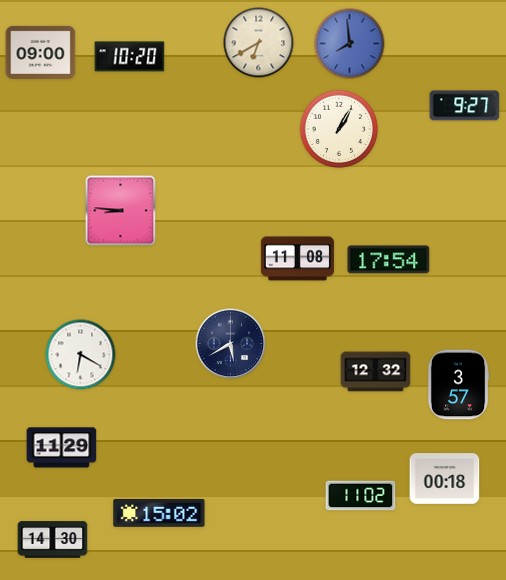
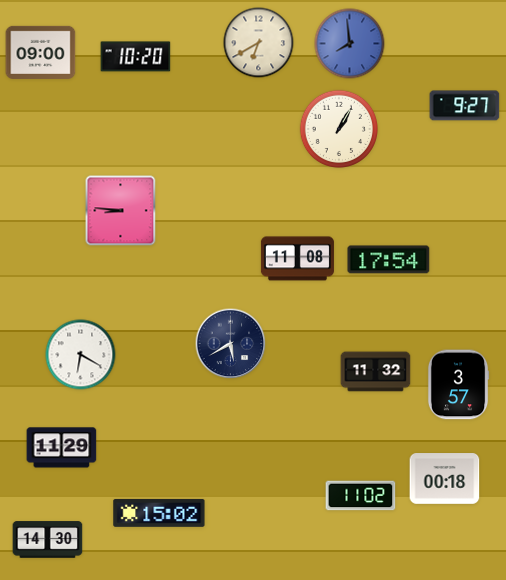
clock at (130, 57) position: (130, 57) -> (136, 57)
clock at (376, 372): 12:32 -> 11:32
clock at (53, 540) position: (53, 540) -> (48, 540)
